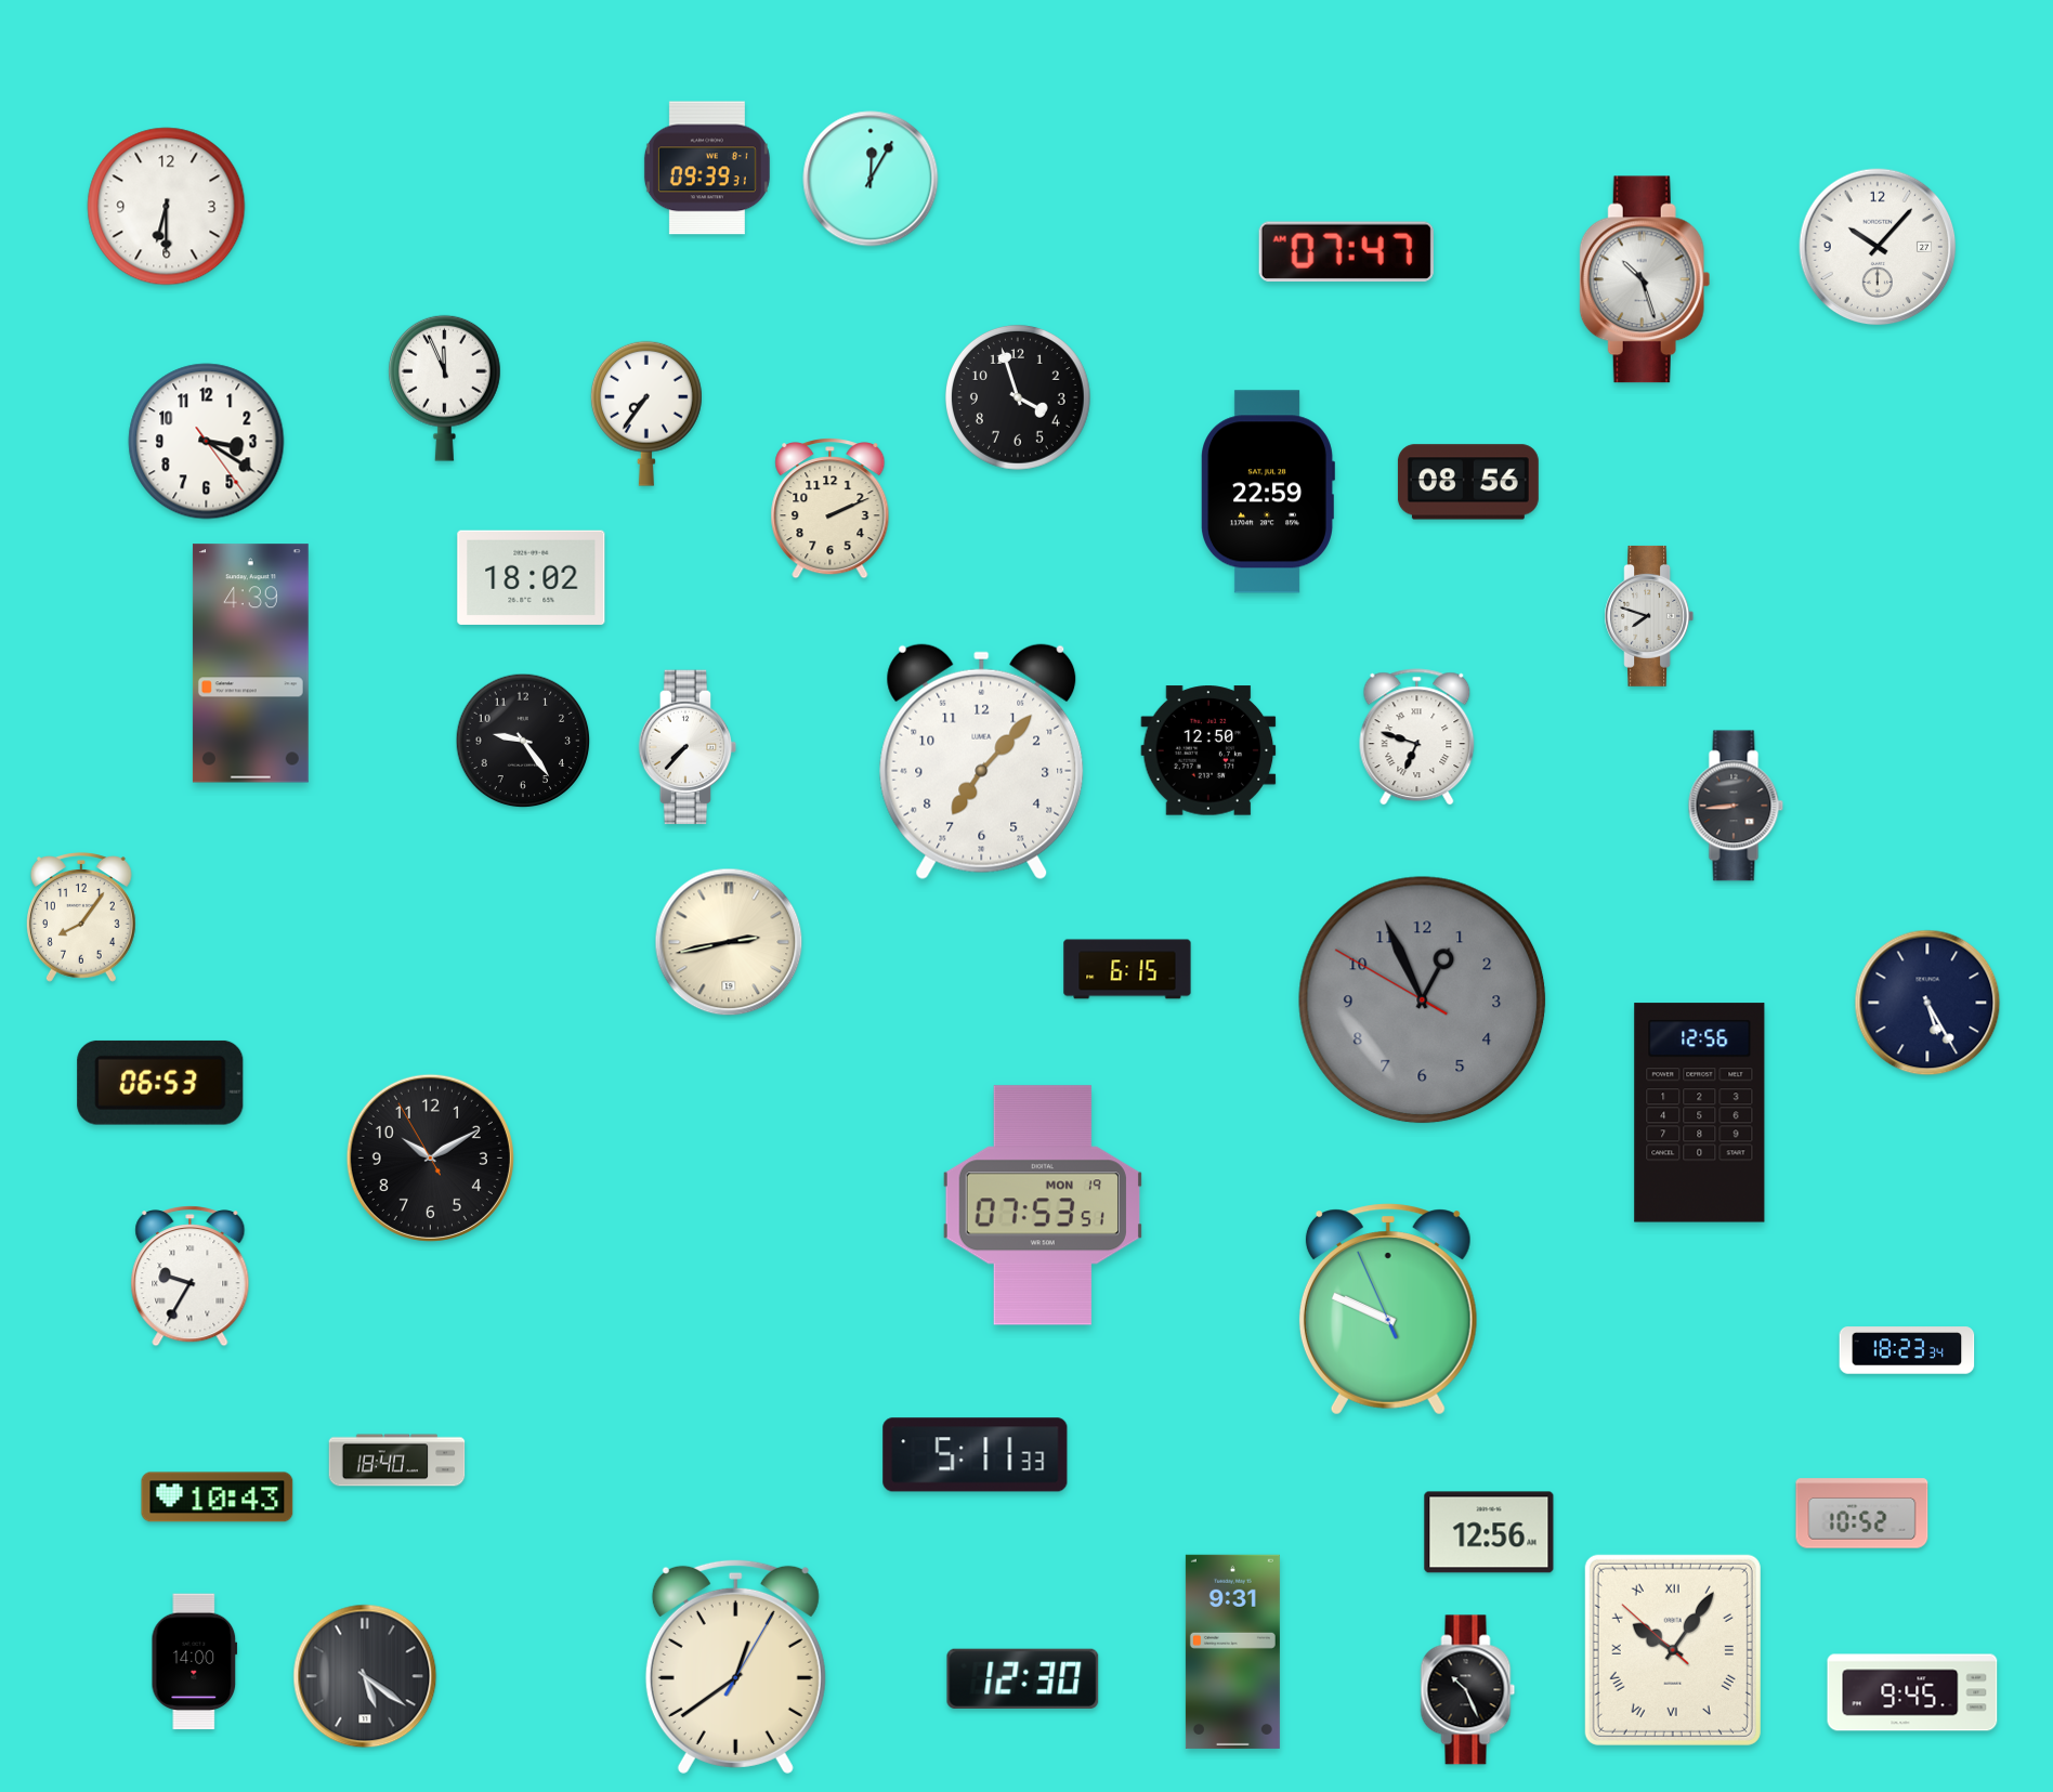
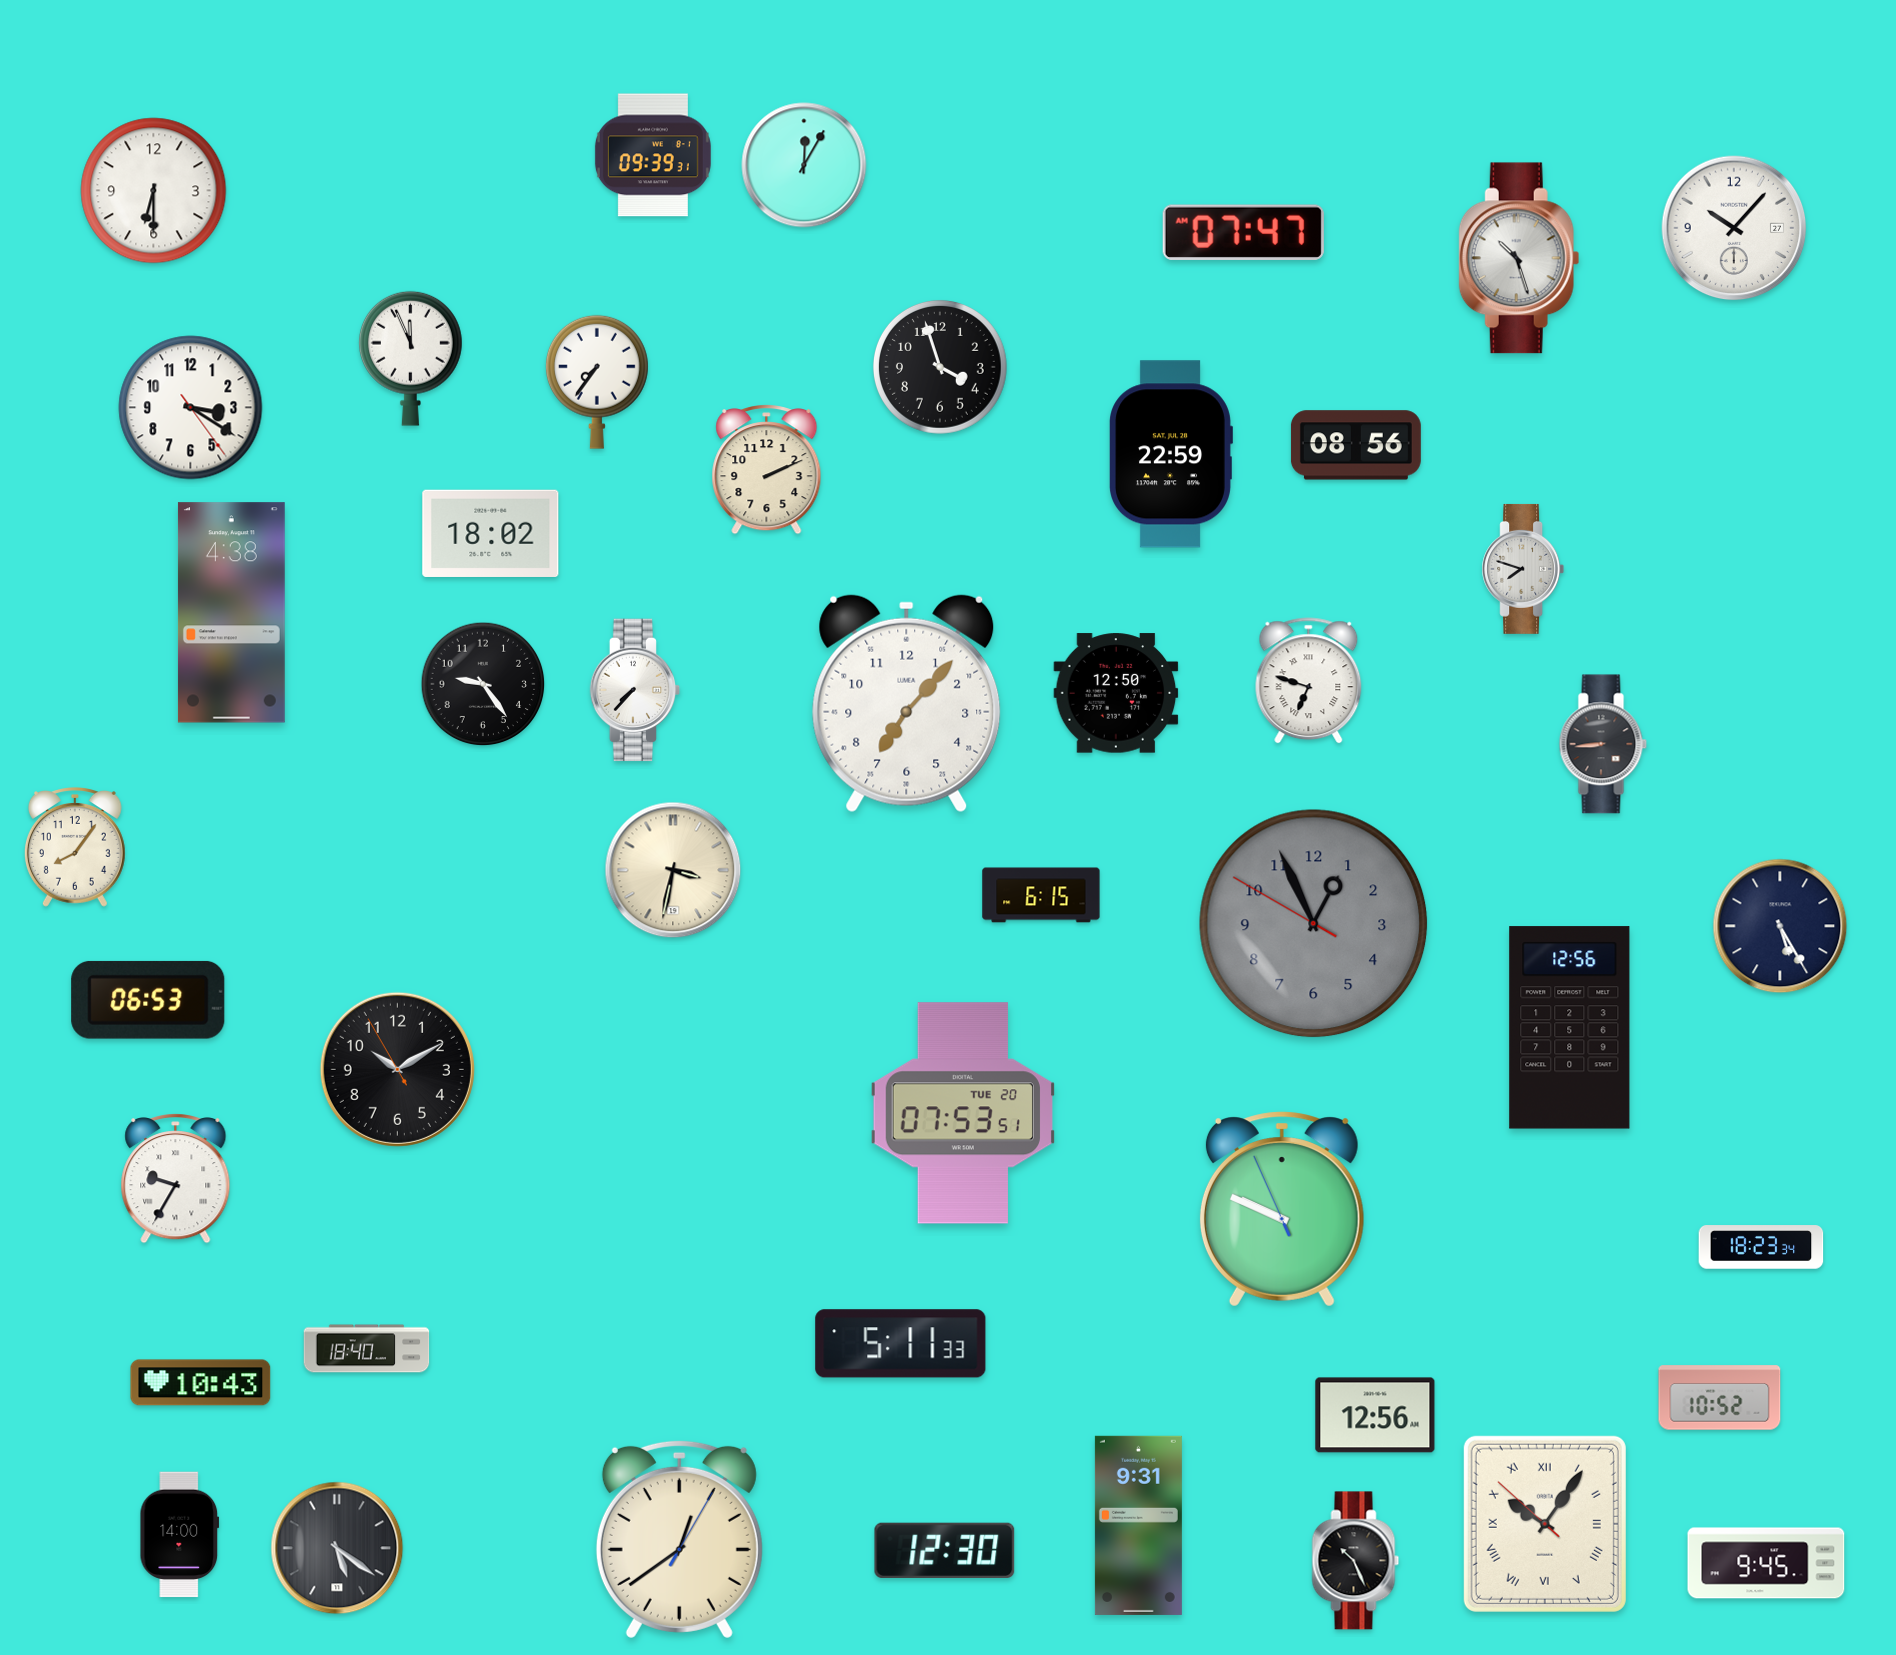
clock at (250, 664): 4:39 -> 4:38
clock at (729, 942): 2:43 -> 3:32
clock at (1043, 1205) date: MON 19 -> TUE 20
